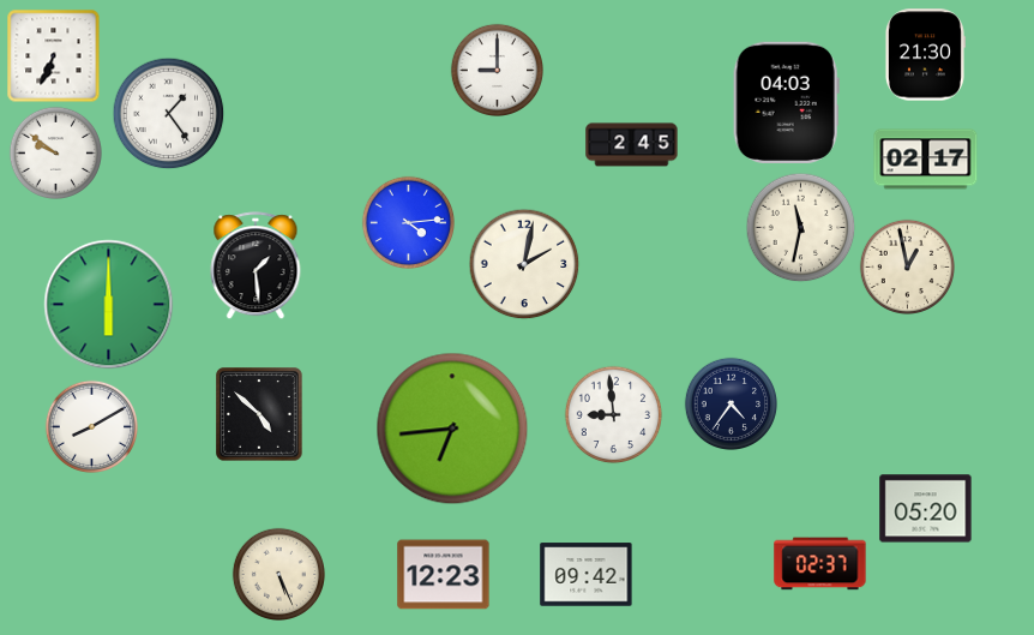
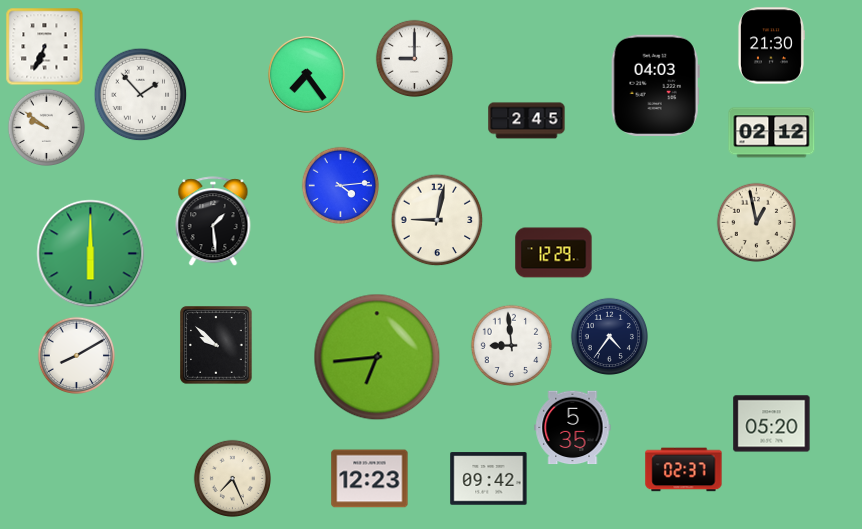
clock at (306, 74): none -> 7:24
clock at (168, 113): 1:24 -> 1:53
clock at (926, 160): 02:17 -> 02:12
clock at (800, 227): 11:32 -> none
clock at (524, 264): 2:02 -> 9:02
clock at (554, 253): none -> 12:29
clock at (259, 414): 4:52 -> 9:52
clock at (573, 428): none -> 5:35
clock at (278, 574): 5:26 -> 7:26
